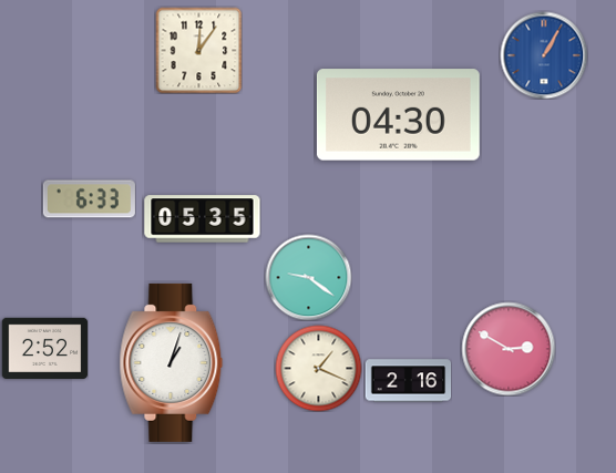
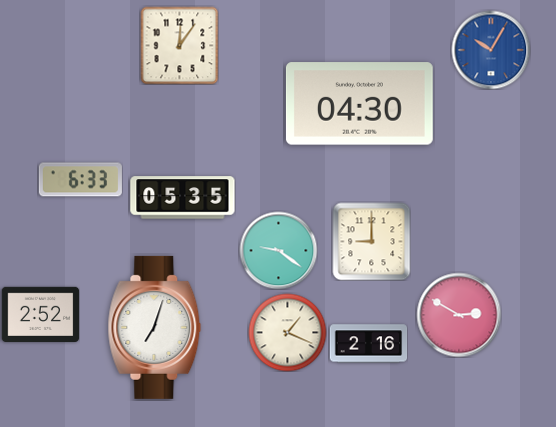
clock at (544, 55): 1:05 -> 10:05
clock at (371, 241): none -> 9:00
clock at (172, 362): 1:03 -> 7:03
